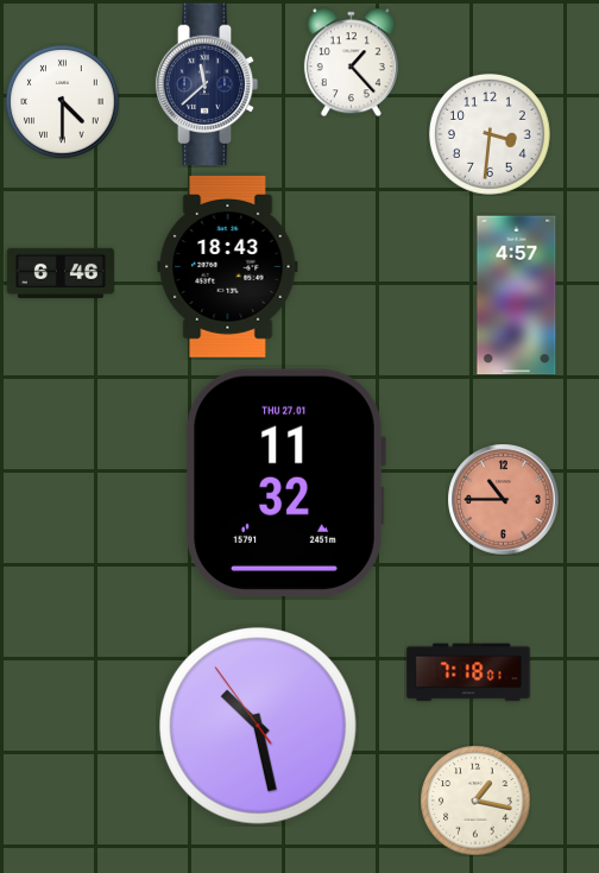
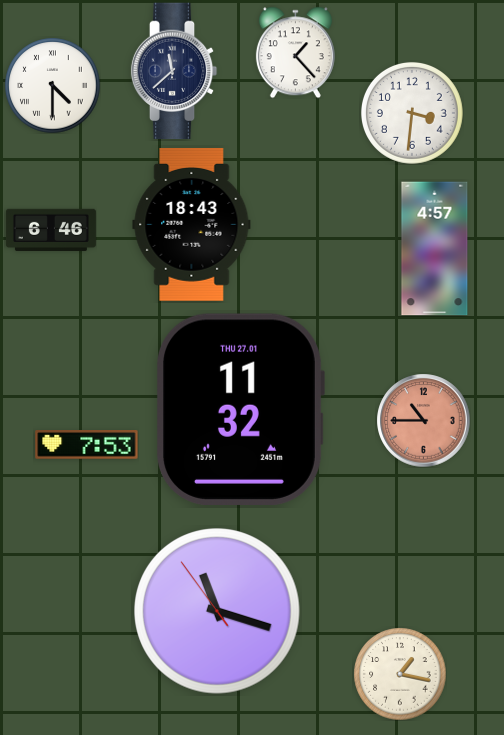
clock at (286, 482) position: (286, 482) -> (241, 409)
clock at (87, 445): none -> 7:53
clock at (468, 672): 7:18 -> none
clock at (259, 727): 10:27 -> 11:17
